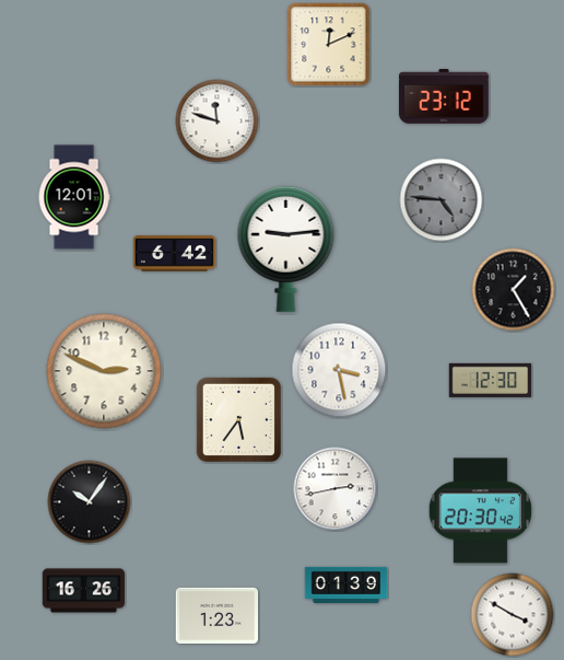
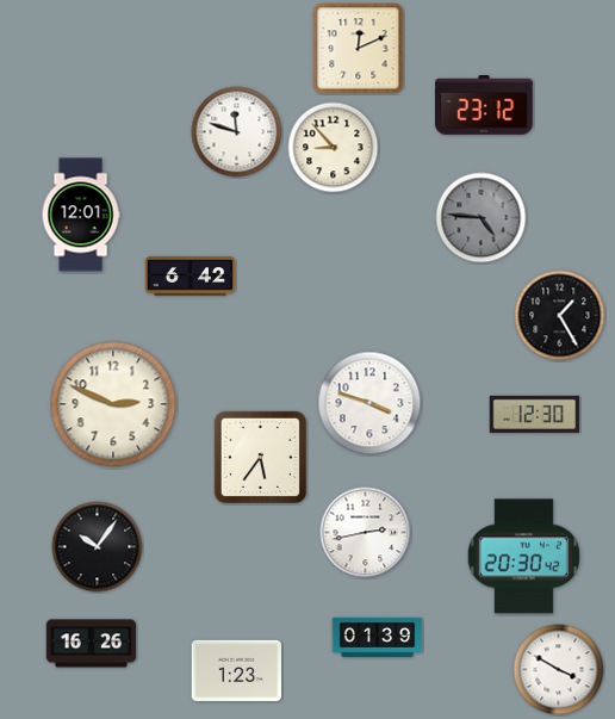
clock at (334, 148): none -> 8:53
clock at (286, 248): 9:14 -> none
clock at (339, 370): 3:28 -> 3:48
